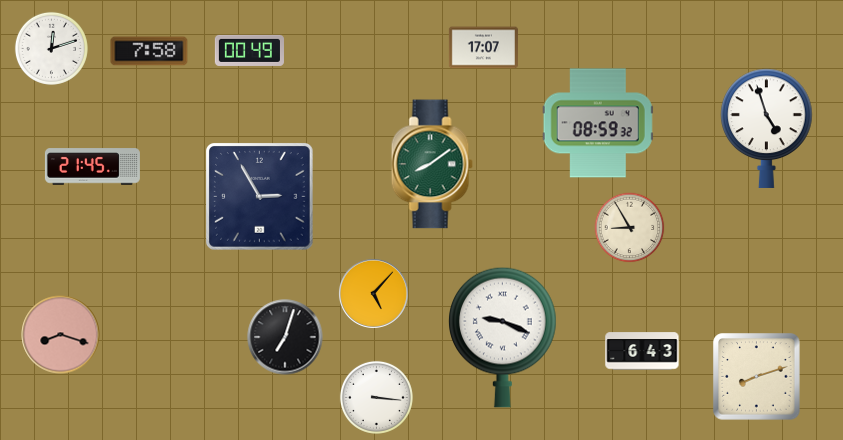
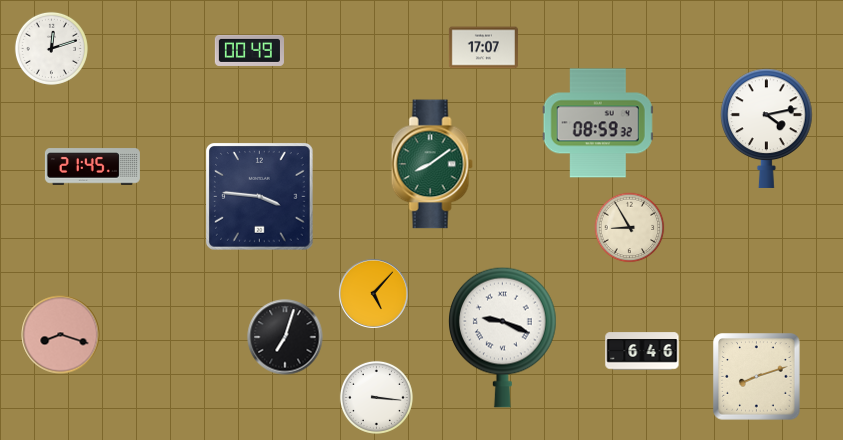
clock at (149, 51): 7:58 -> none
clock at (767, 128): 4:57 -> 4:13
clock at (260, 197): 2:55 -> 3:46
clock at (642, 351): 6:43 -> 6:46
